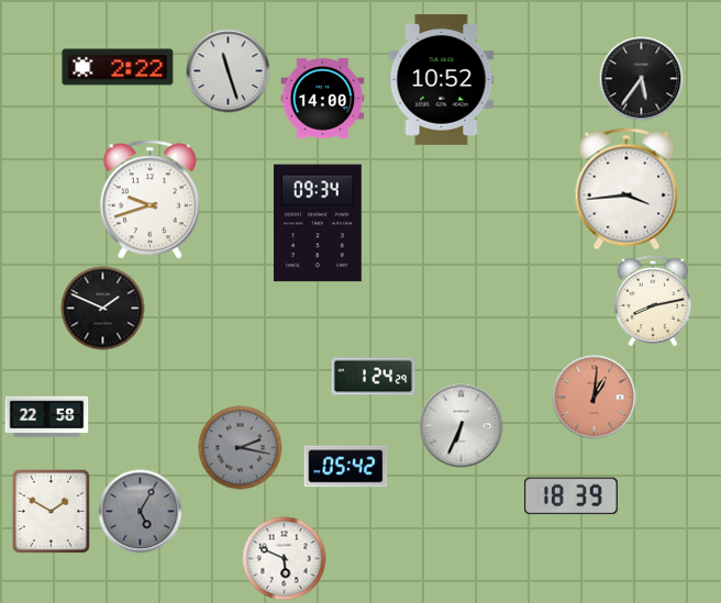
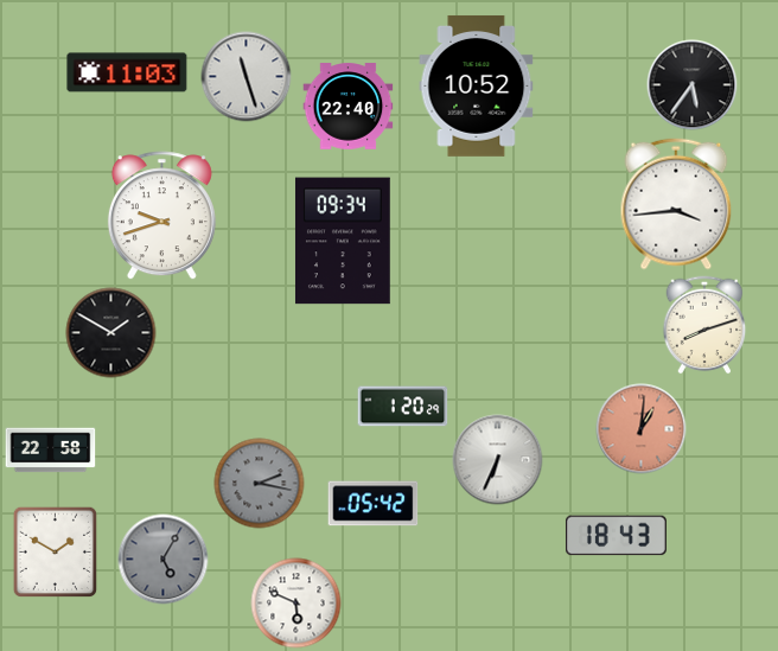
clock at (118, 67): 2:22 -> 11:03
clock at (323, 99): 14:00 -> 22:40
clock at (653, 301): 8:13 -> 8:12
clock at (103, 309): 1:49 -> 1:50
clock at (374, 377): 1:24 -> 1:20
clock at (570, 496): 18:39 -> 18:43
clock at (141, 512) position: (141, 512) -> (164, 560)
clock at (285, 559) position: (285, 559) -> (296, 604)
